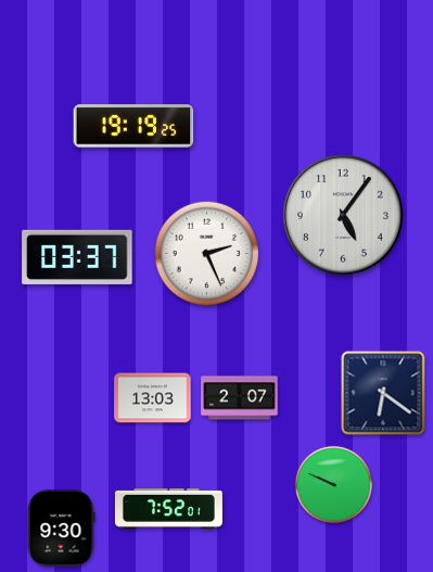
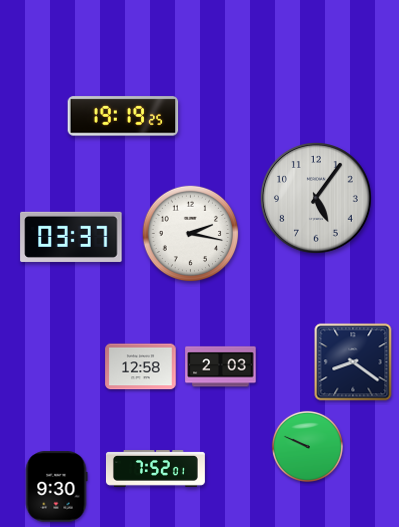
clock at (207, 254): 2:26 -> 2:17
clock at (383, 393): 6:21 -> 8:21
clock at (153, 398): 13:03 -> 12:58
clock at (240, 398): 2:07 -> 2:03
